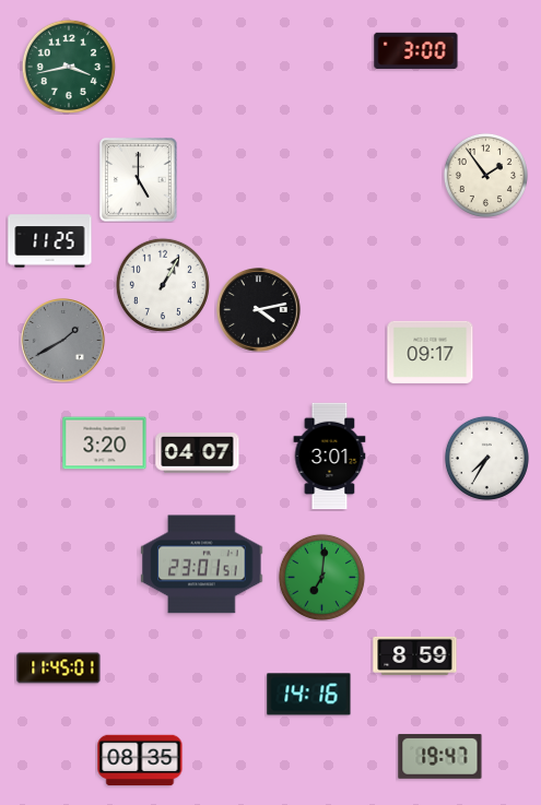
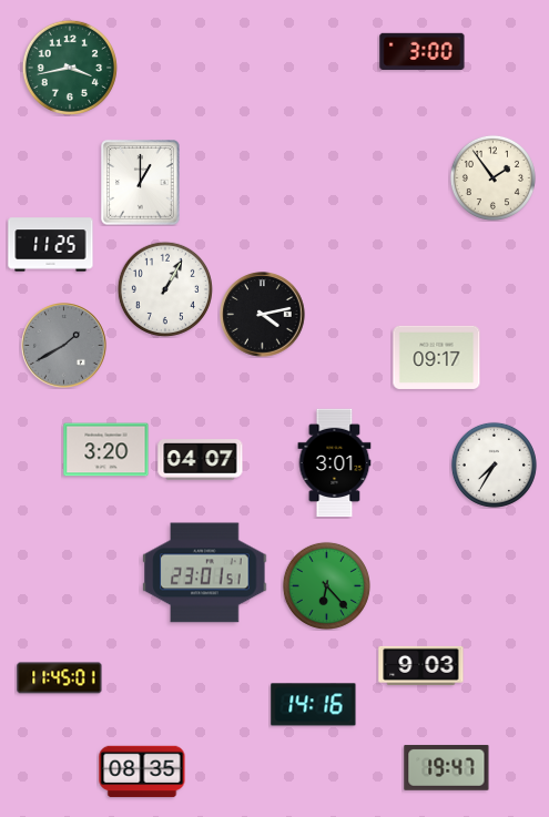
clock at (139, 180): 5:00 -> 1:00
clock at (321, 577): 7:01 -> 6:23
clock at (415, 655): 8:59 -> 9:03
